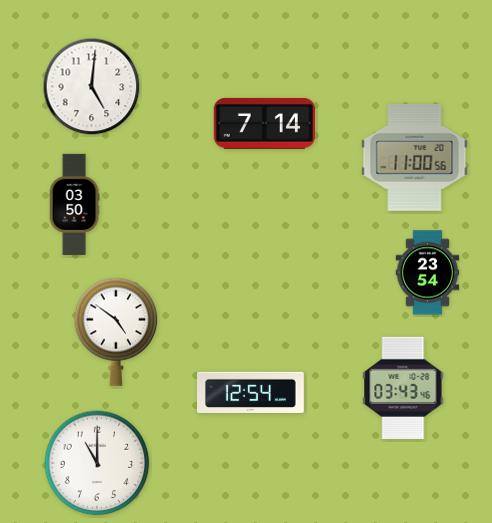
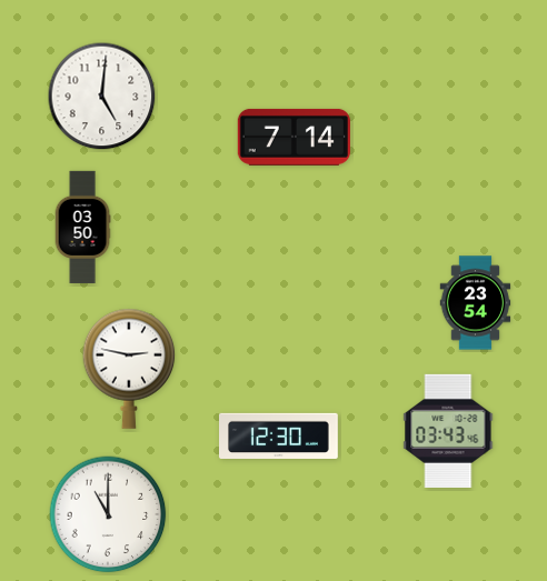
clock at (415, 157): 11:00 -> none
clock at (116, 332): 4:51 -> 2:47
clock at (251, 392): 12:54 -> 12:30
